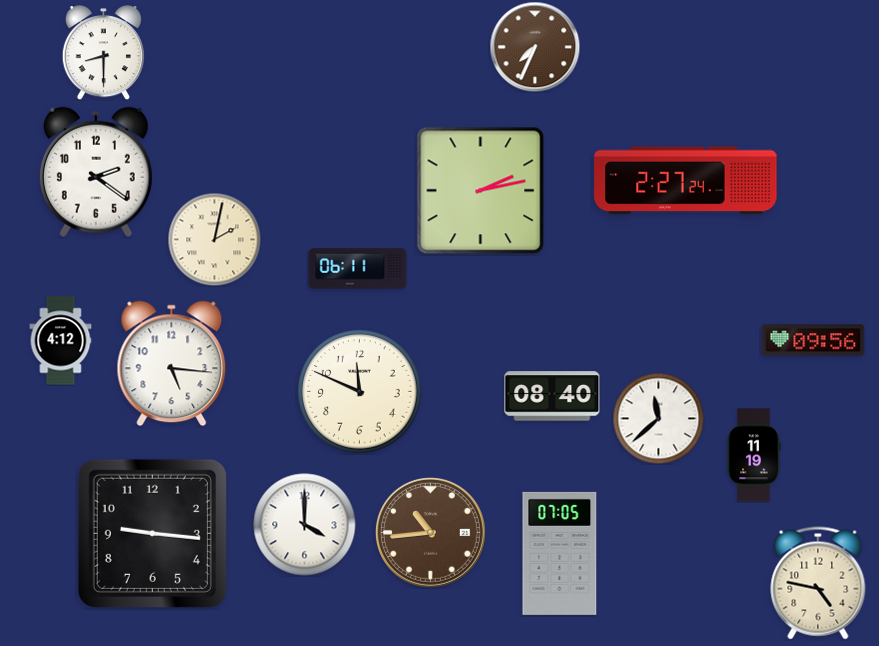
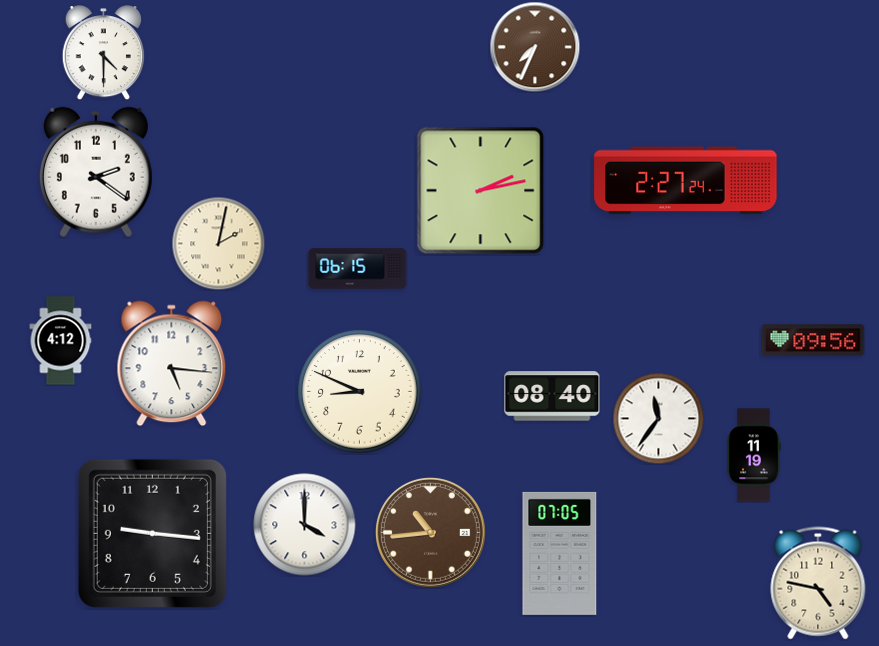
clock at (103, 53): 8:30 -> 4:30
clock at (214, 239) position: (214, 239) -> (218, 243)
clock at (358, 269): 06:11 -> 06:15
clock at (360, 392): 11:49 -> 8:49
clock at (658, 418): 11:38 -> 11:36
